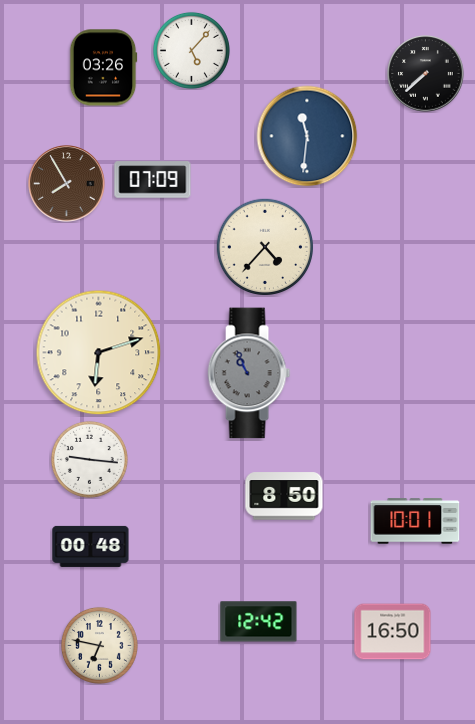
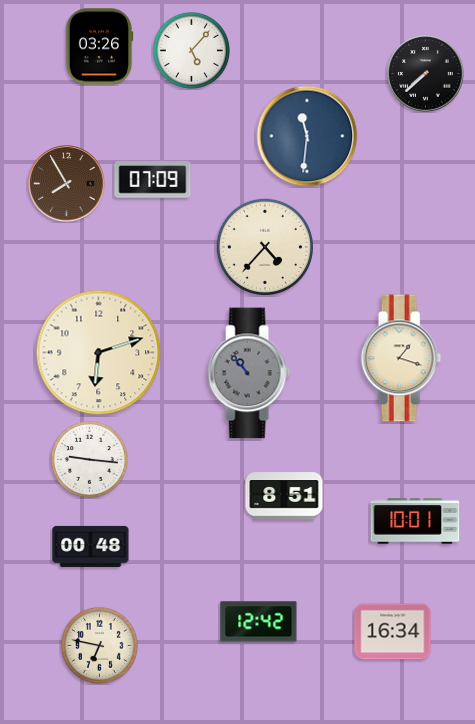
clock at (103, 68) position: (103, 68) -> (99, 47)
clock at (401, 358): none -> 1:18
clock at (249, 373): 10:56 -> 10:53
clock at (284, 496): 8:50 -> 8:51
clock at (393, 632): 16:50 -> 16:34
